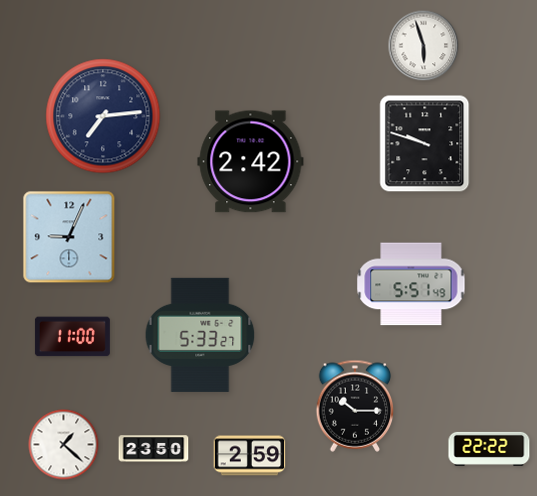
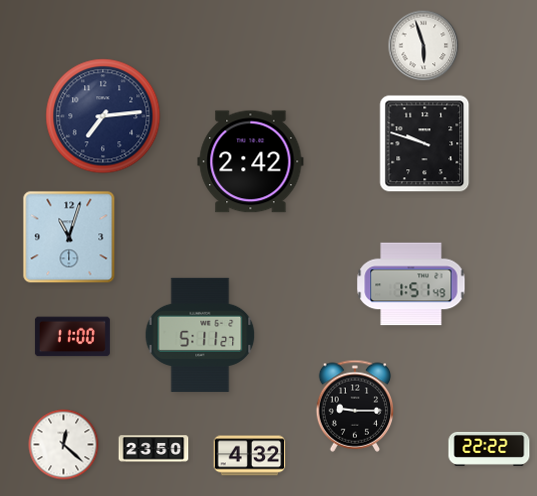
clock at (69, 237): 9:04 -> 11:03
clock at (411, 284): 5:51 -> 1:51
clock at (200, 335): 5:33 -> 5:11
clock at (355, 406): 10:15 -> 9:15
clock at (64, 445): 1:22 -> 12:22
clock at (250, 456): 2:59 -> 4:32
